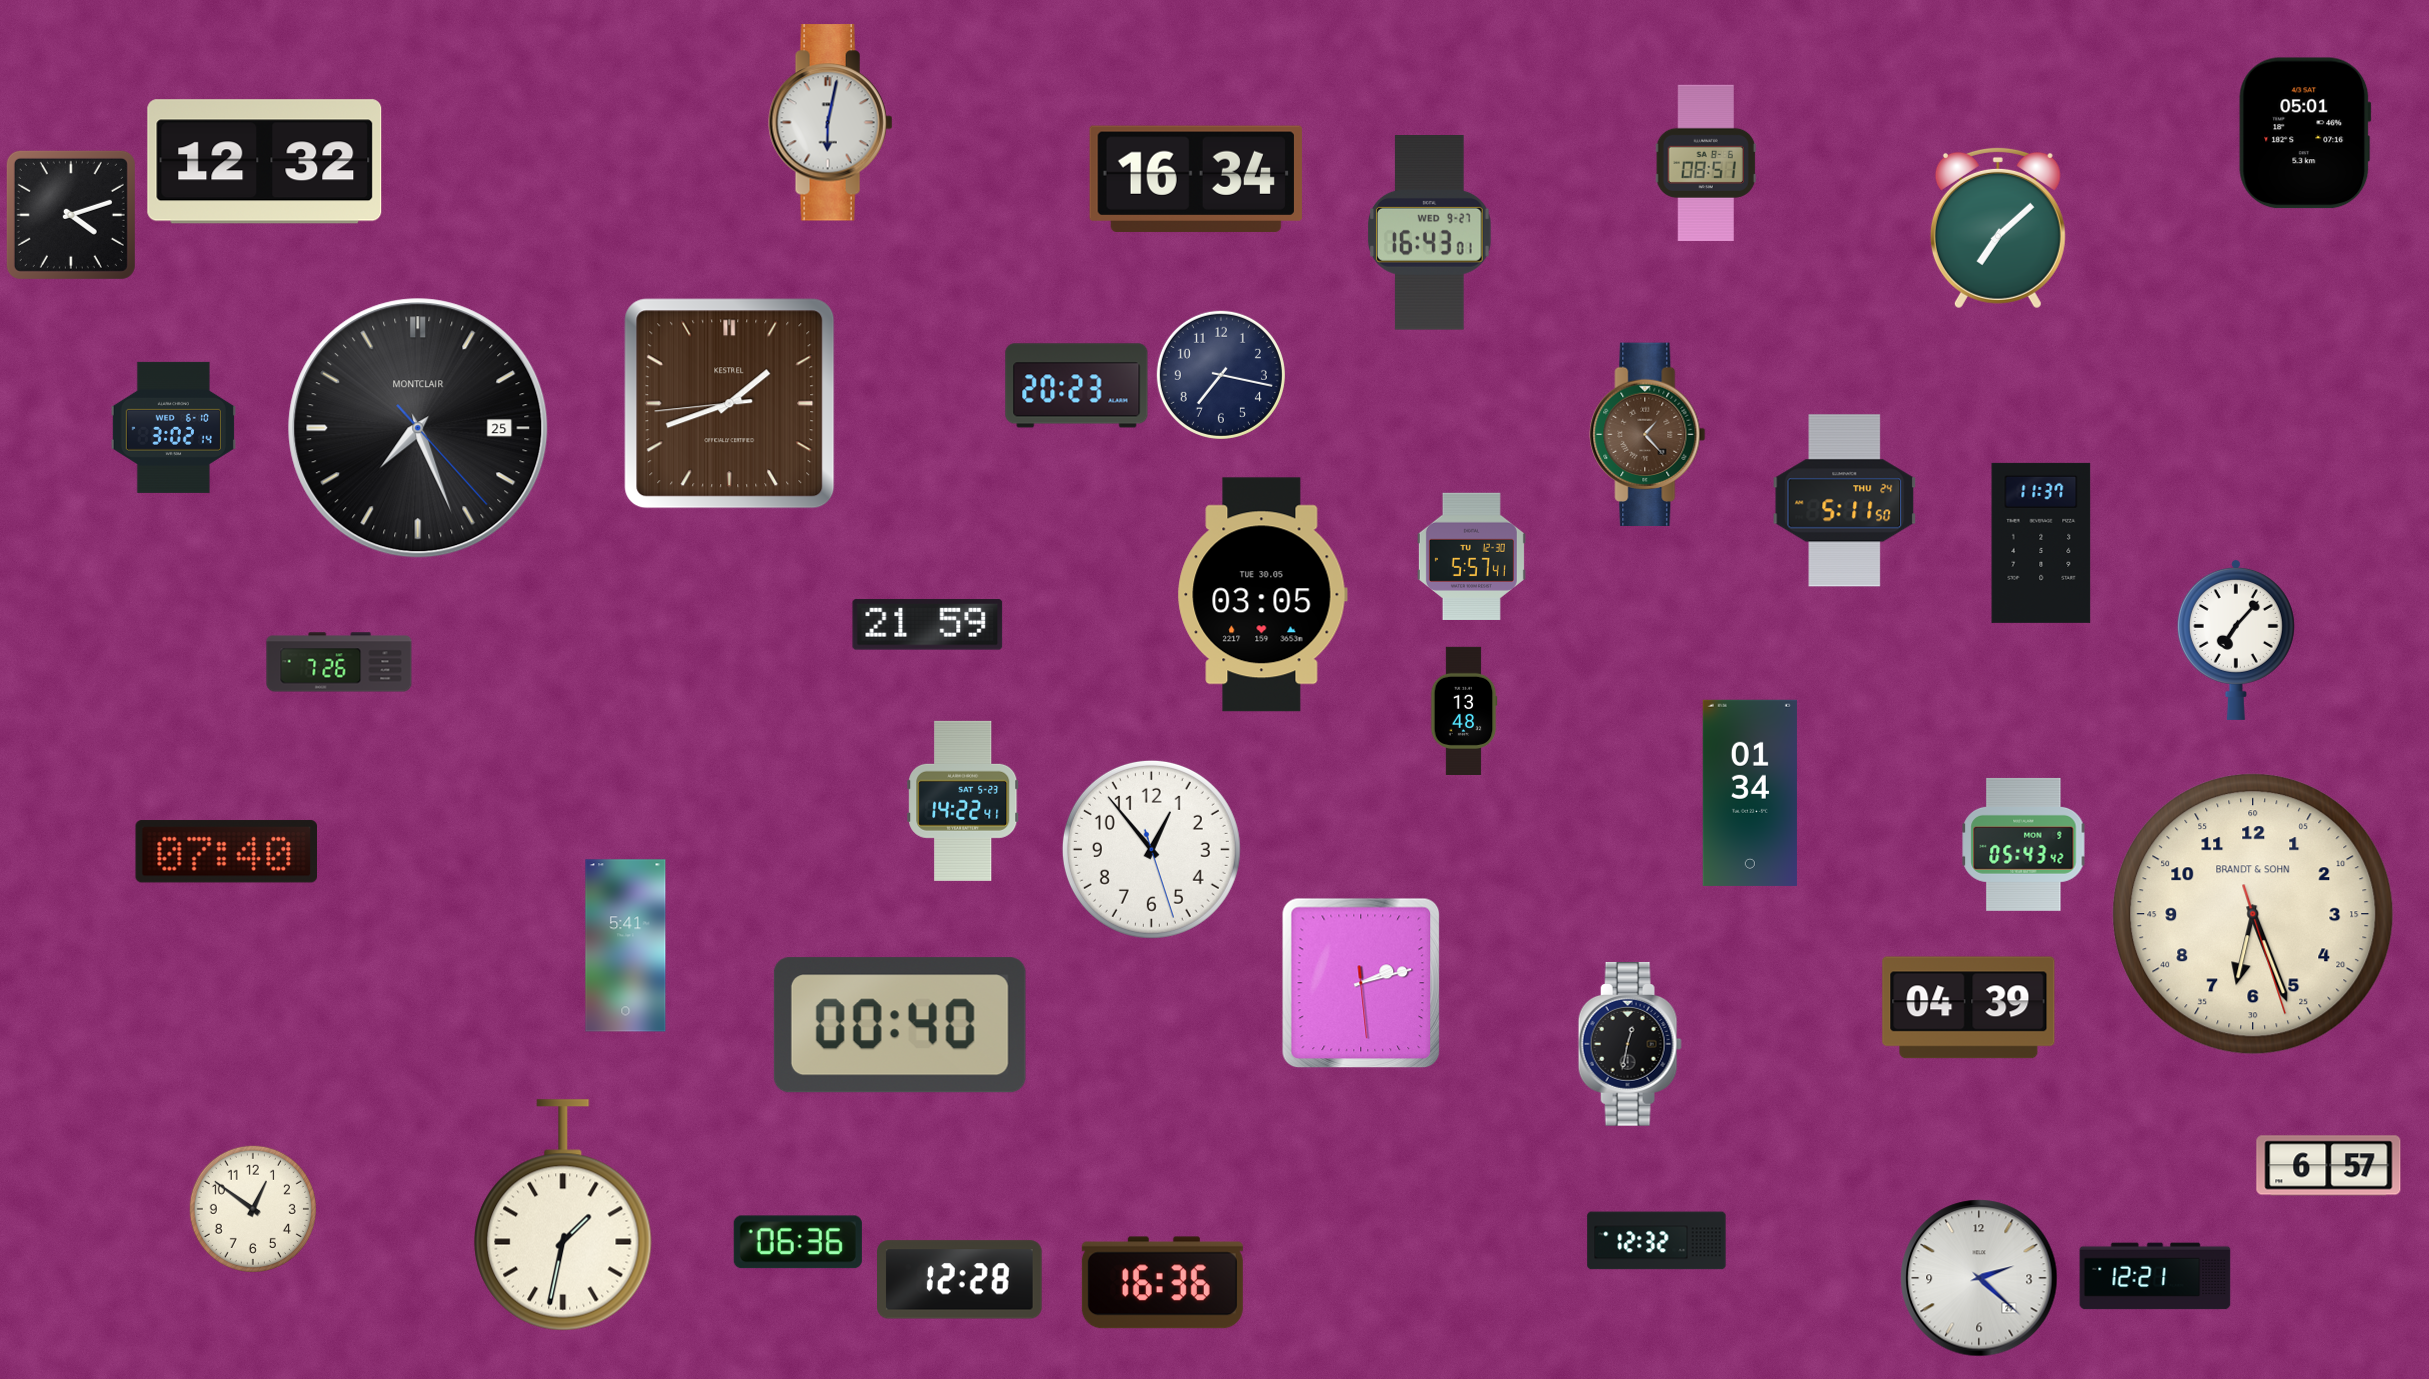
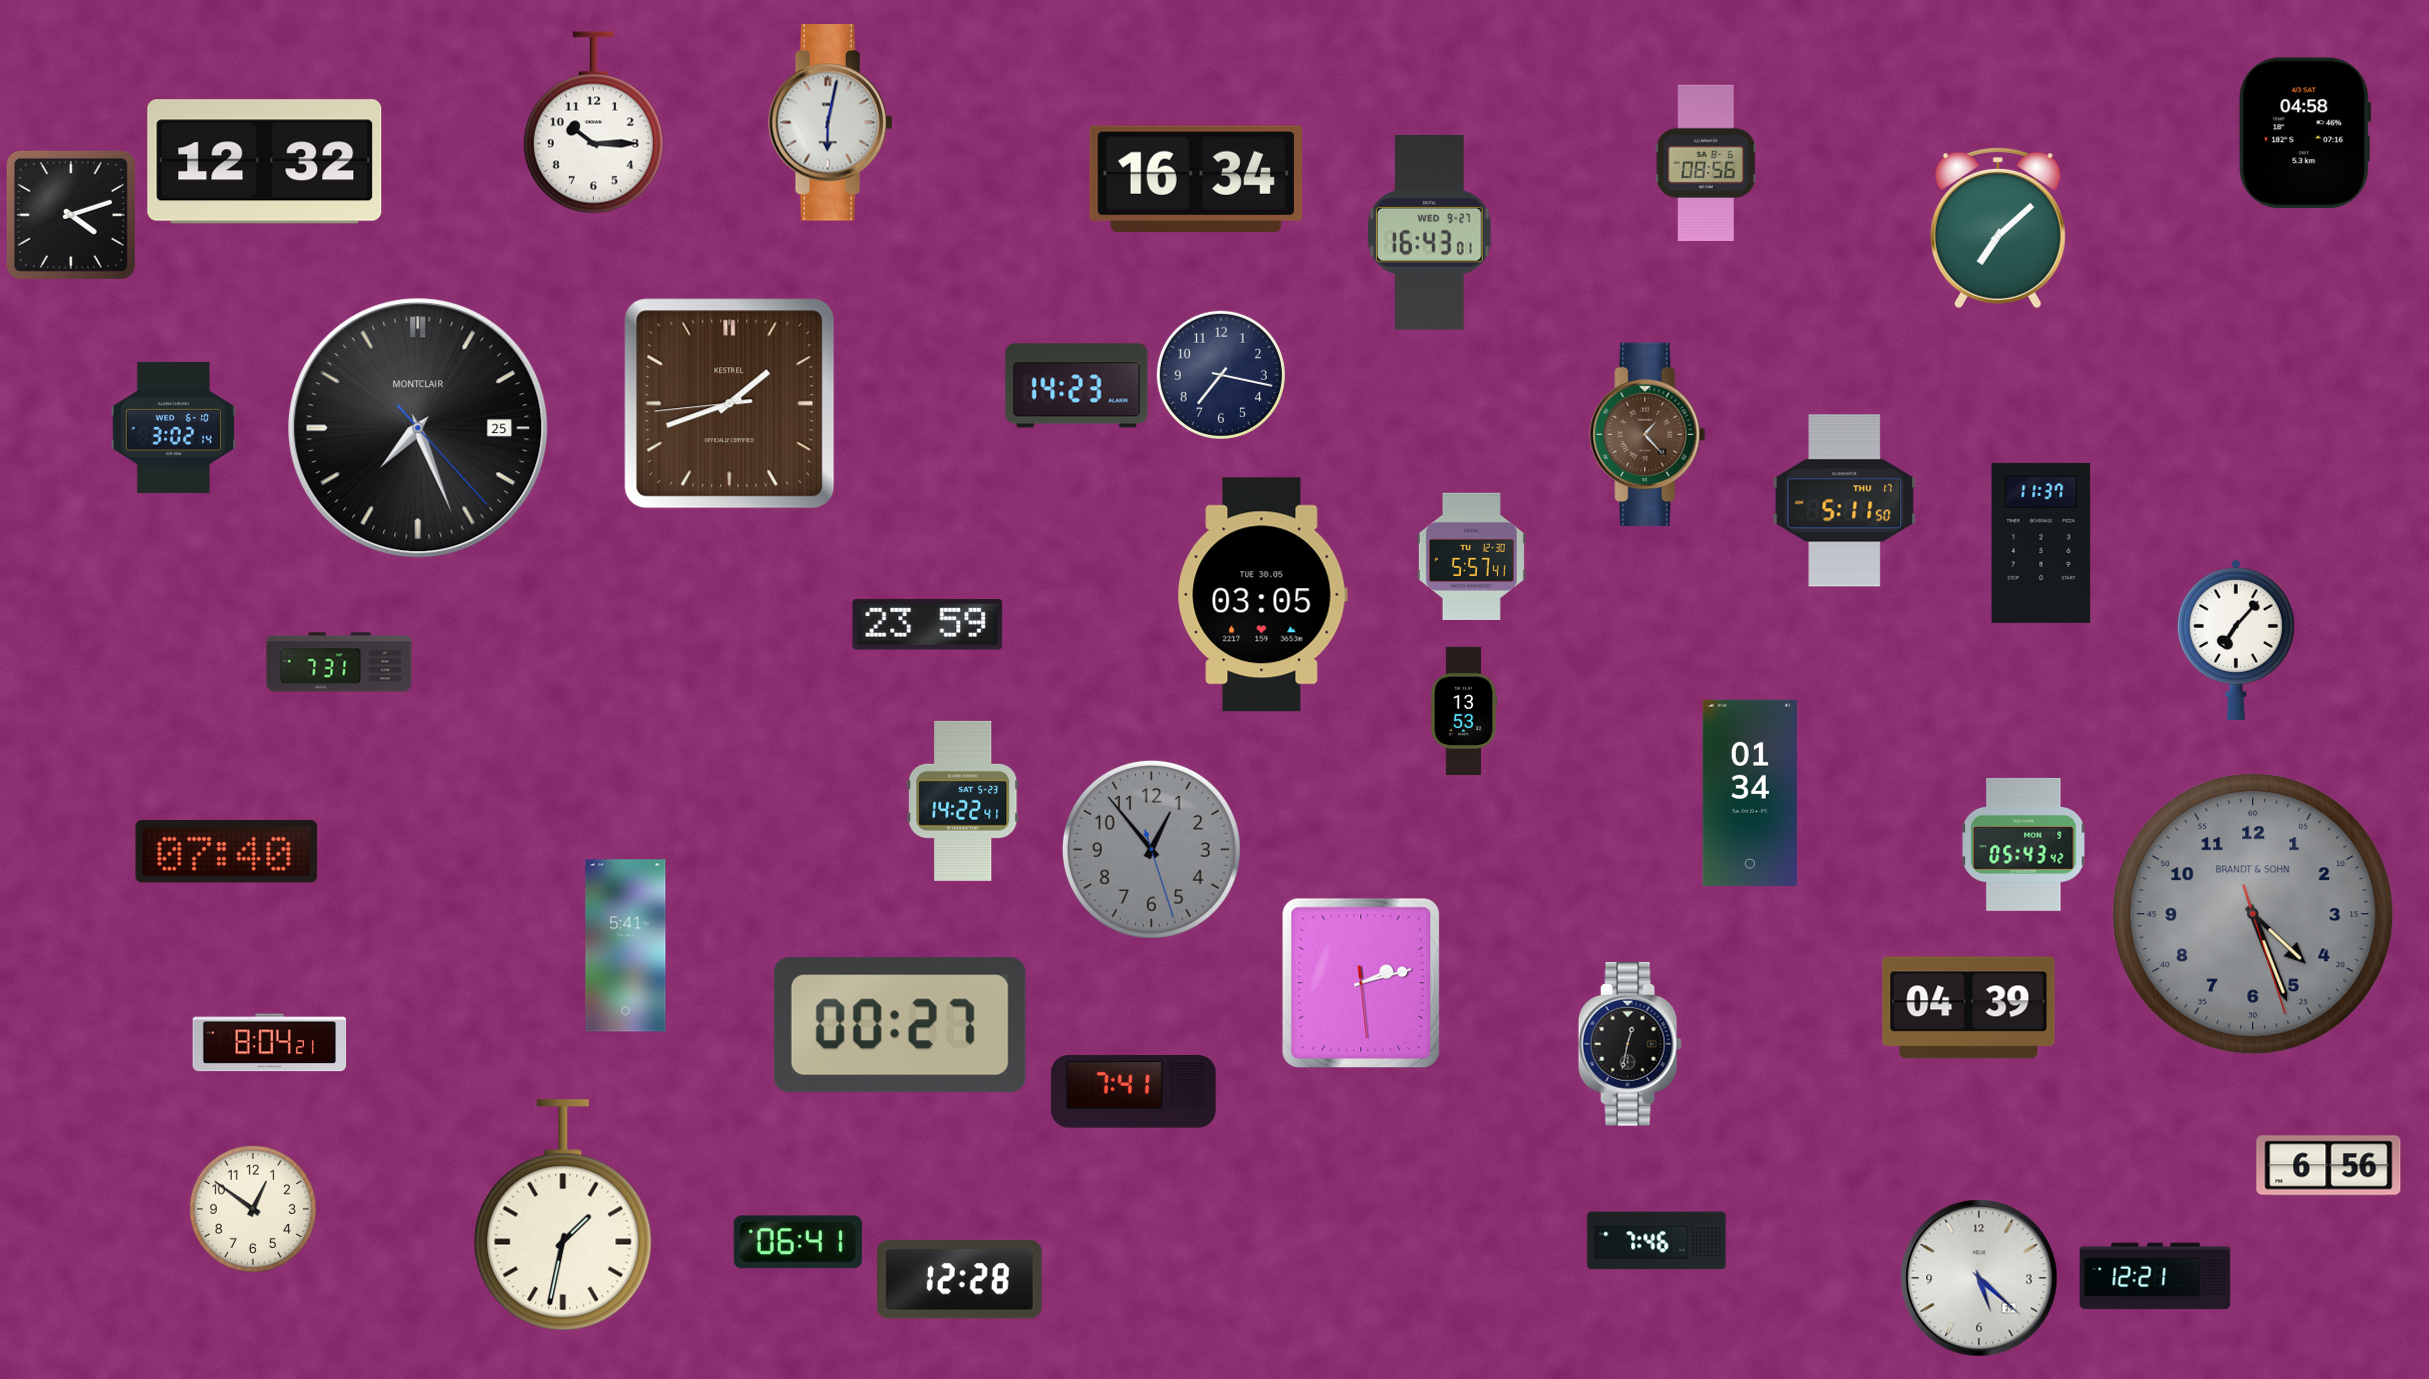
clock at (593, 123): none -> 10:15
clock at (2305, 133): 05:01 -> 04:58
clock at (1706, 162): 08:51 -> 08:56
clock at (1077, 386): 20:23 -> 14:23
clock at (1845, 501) date: THU 24 -> THU 17
clock at (928, 625): 21:59 -> 23:59
clock at (339, 662): 7:26 -> 7:31
clock at (1464, 710): 13:48 -> 13:53
clock at (1151, 849) dial: white -> grey
clock at (2253, 914): 6:26 -> 4:26
clock at (2253, 914) dial: cream -> grey
clock at (900, 1025): 00:40 -> 00:27
clock at (270, 1043): none -> 8:04
clock at (1134, 1092): none -> 7:41
clock at (2329, 1166): 6:57 -> 6:56
clock at (1657, 1241): 12:32 -> 7:46
clock at (798, 1242): 06:36 -> 06:41
clock at (1979, 1278): 2:22 -> 5:22
clock at (1162, 1283): 16:36 -> none
